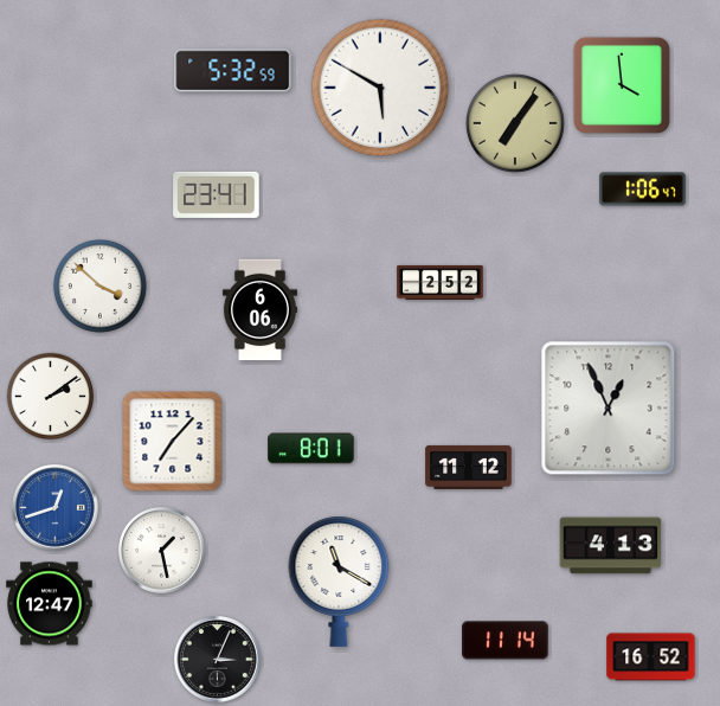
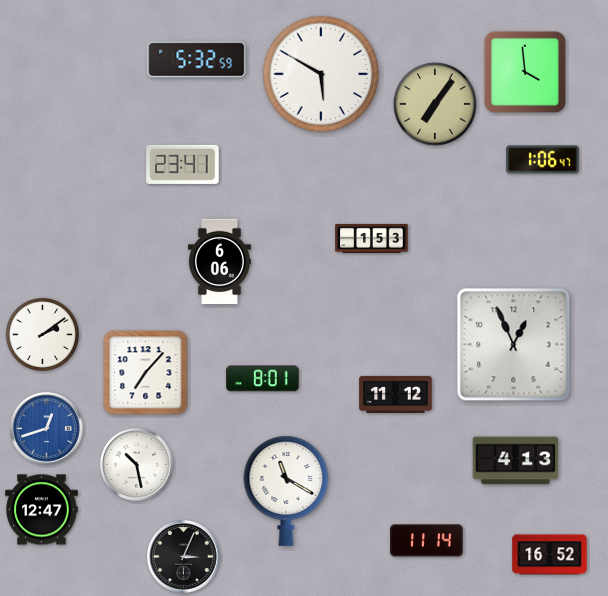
clock at (441, 282): 2:52 -> 1:53
clock at (99, 285): 3:52 -> none
clock at (162, 551): 1:28 -> 10:28
